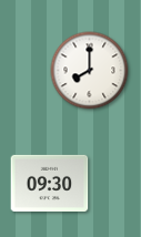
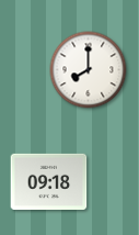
clock at (50, 183): 09:30 -> 09:18
